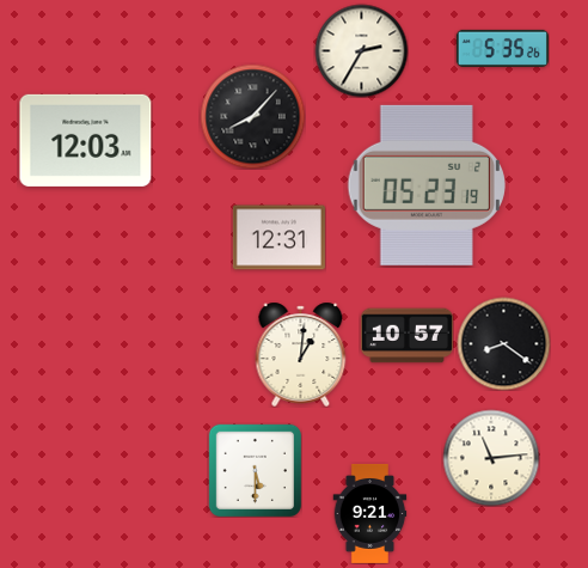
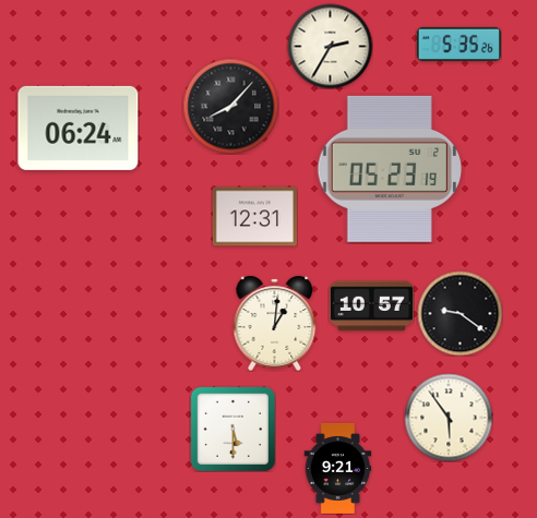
clock at (86, 140): 12:03 -> 06:24
clock at (503, 343): 8:21 -> 9:21
clock at (491, 458): 11:14 -> 5:54
